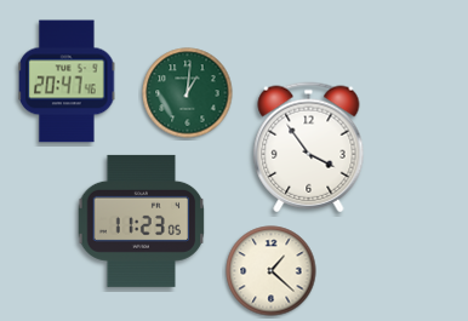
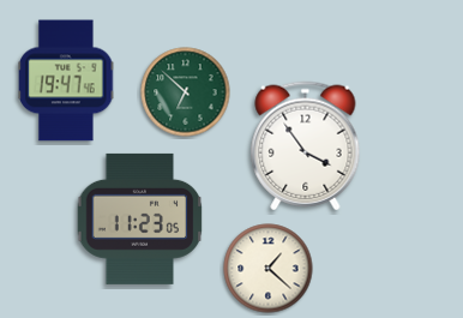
clock at (67, 81): 20:47 -> 19:47
clock at (188, 93): 1:01 -> 6:52
